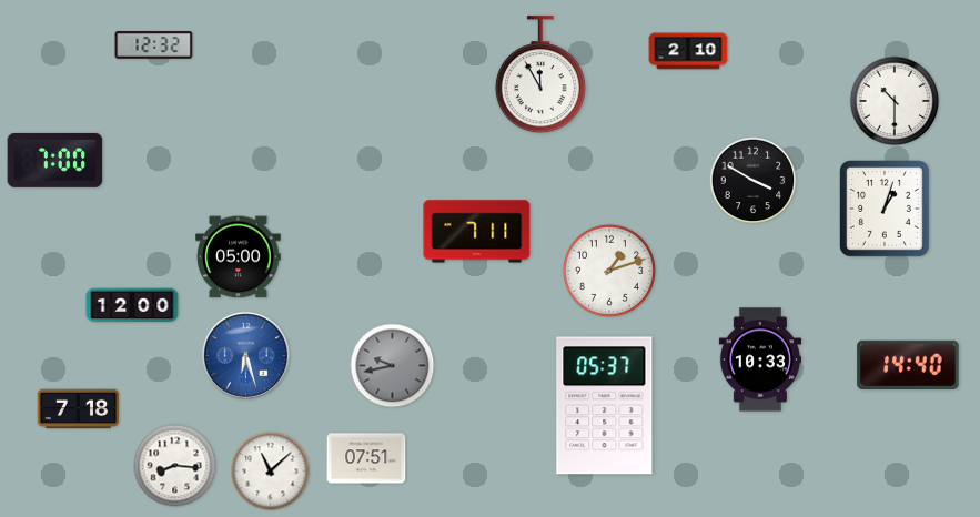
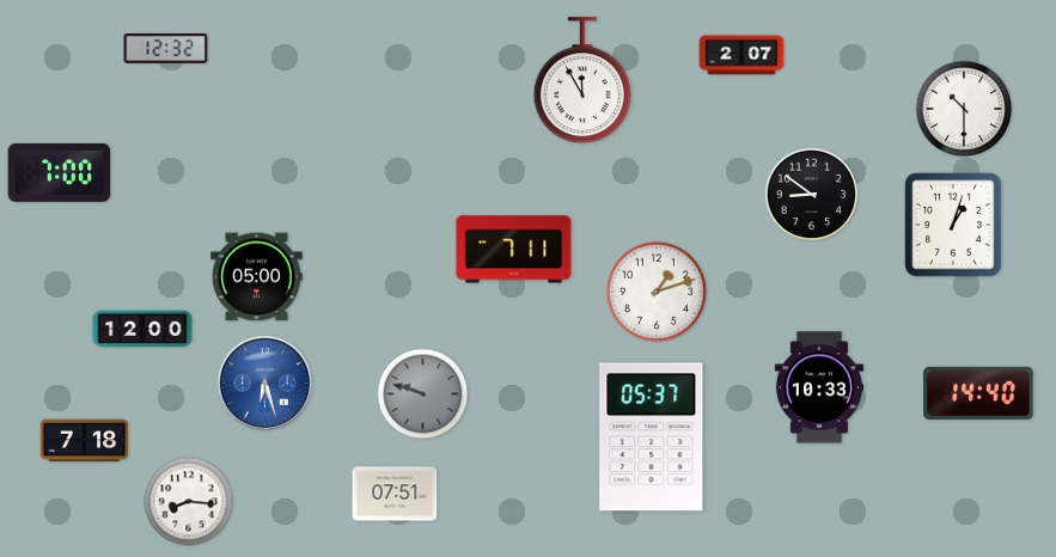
clock at (688, 51): 2:10 -> 2:07
clock at (754, 181): 3:50 -> 8:51
clock at (393, 366): 9:43 -> 9:48
clock at (271, 472): 11:08 -> none
